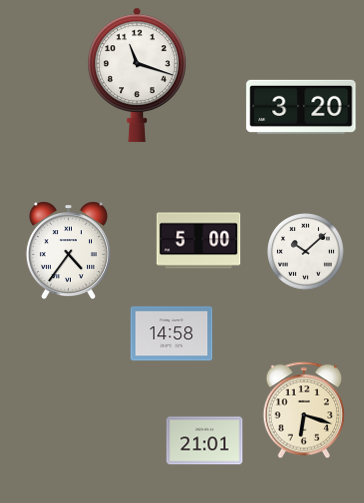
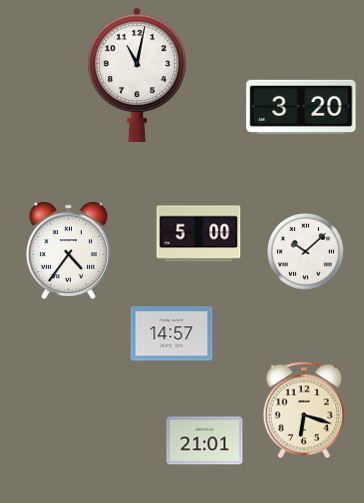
clock at (137, 75): 11:18 -> 11:02
clock at (199, 241) position: (199, 241) -> (199, 234)
clock at (172, 334): 14:58 -> 14:57
